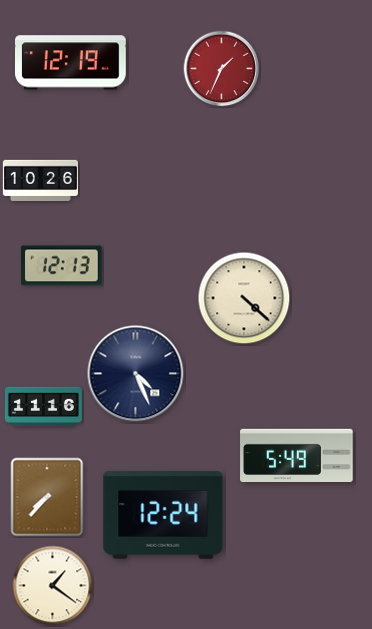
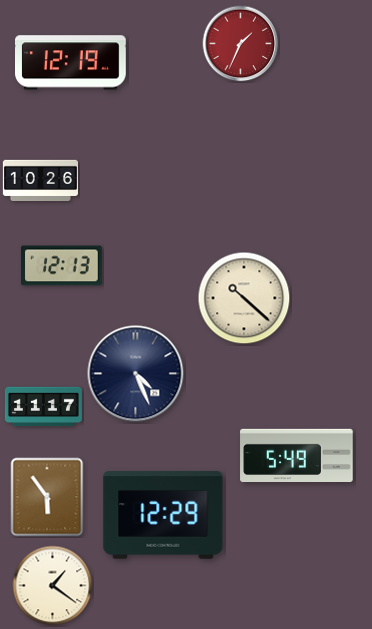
clock at (222, 69) position: (222, 69) -> (241, 44)
clock at (244, 298): 4:22 -> 10:22
clock at (43, 407): 11:16 -> 11:17
clock at (47, 497): 7:37 -> 5:54
clock at (163, 515): 12:24 -> 12:29
